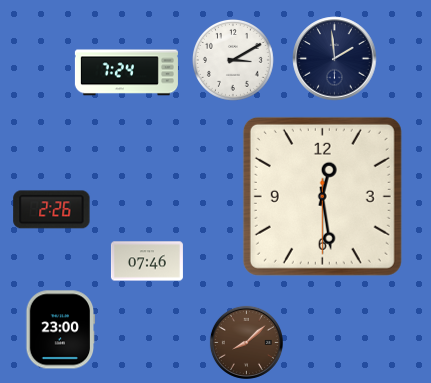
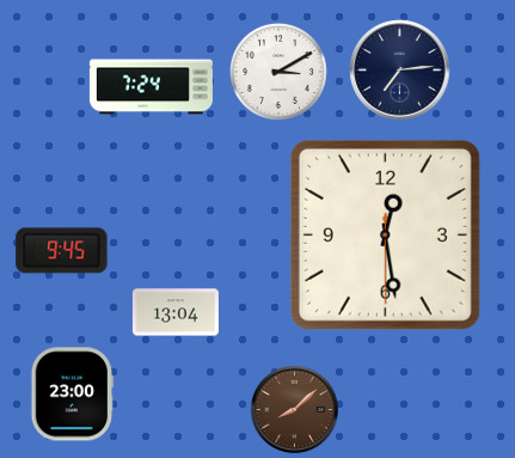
clock at (335, 59): 1:59 -> 7:14
clock at (52, 210): 2:26 -> 9:45
clock at (147, 261): 07:46 -> 13:04
